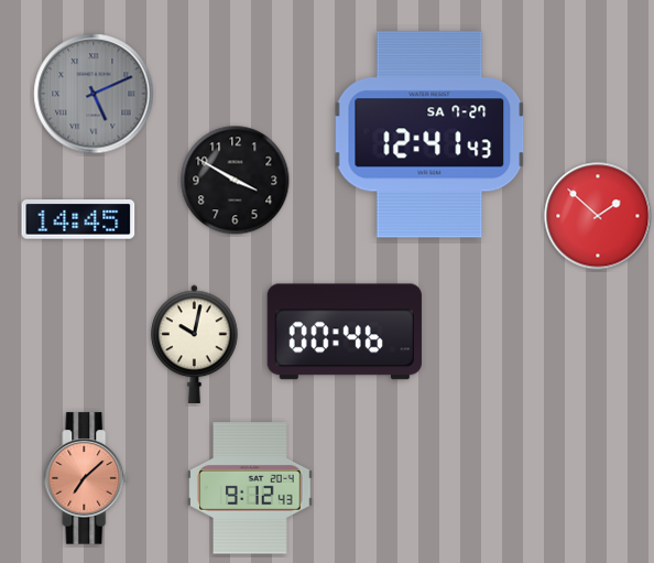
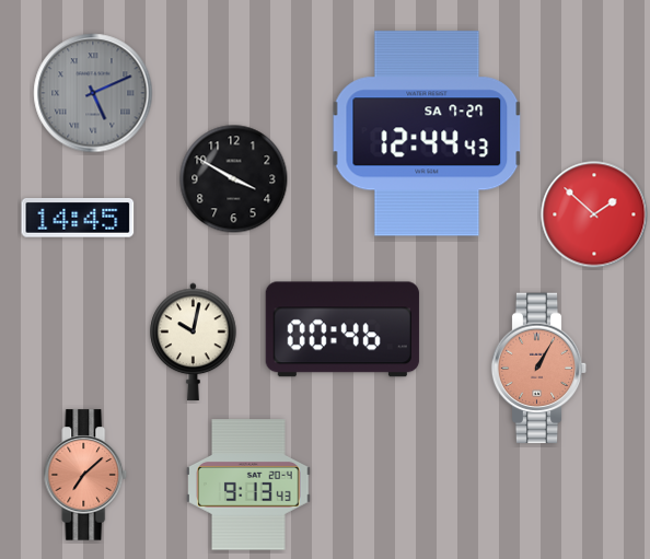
clock at (429, 134): 12:41 -> 12:44
clock at (539, 369): none -> 1:05
clock at (250, 488): 9:12 -> 9:13
